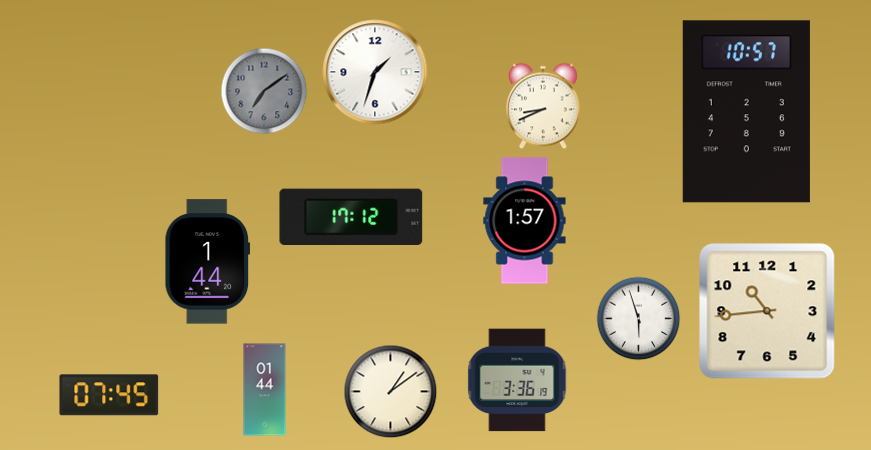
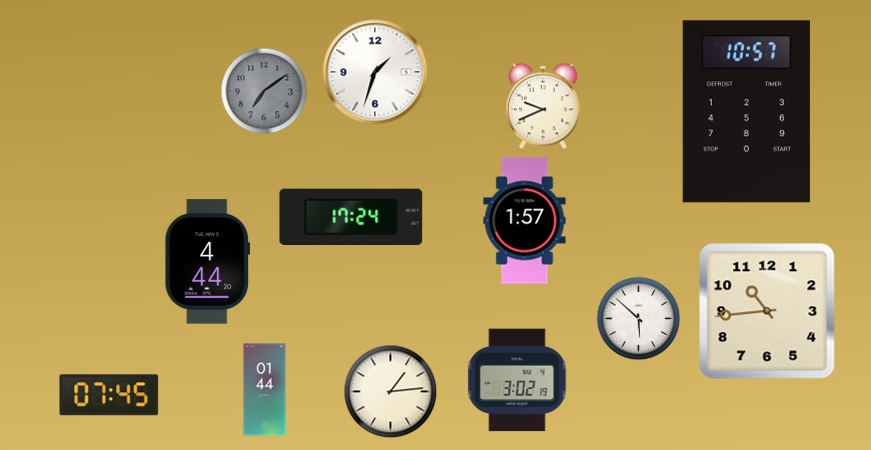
clock at (543, 106): 8:41 -> 9:41
clock at (351, 217): 17:12 -> 17:24
clock at (208, 262): 1:44 -> 4:44
clock at (638, 318): 5:57 -> 5:52
clock at (517, 380): 3:36 -> 3:02
clock at (390, 391): 1:09 -> 1:14
